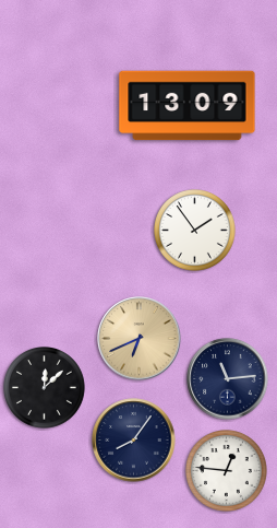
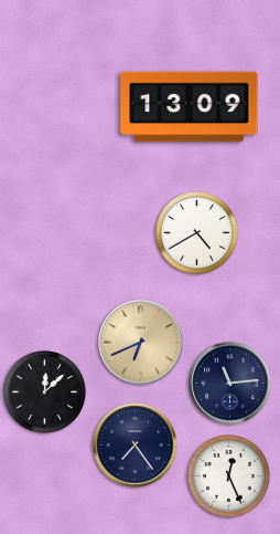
clock at (195, 231): 1:54 -> 4:40
clock at (134, 441): 8:06 -> 7:24
clock at (227, 471): 12:46 -> 12:26
